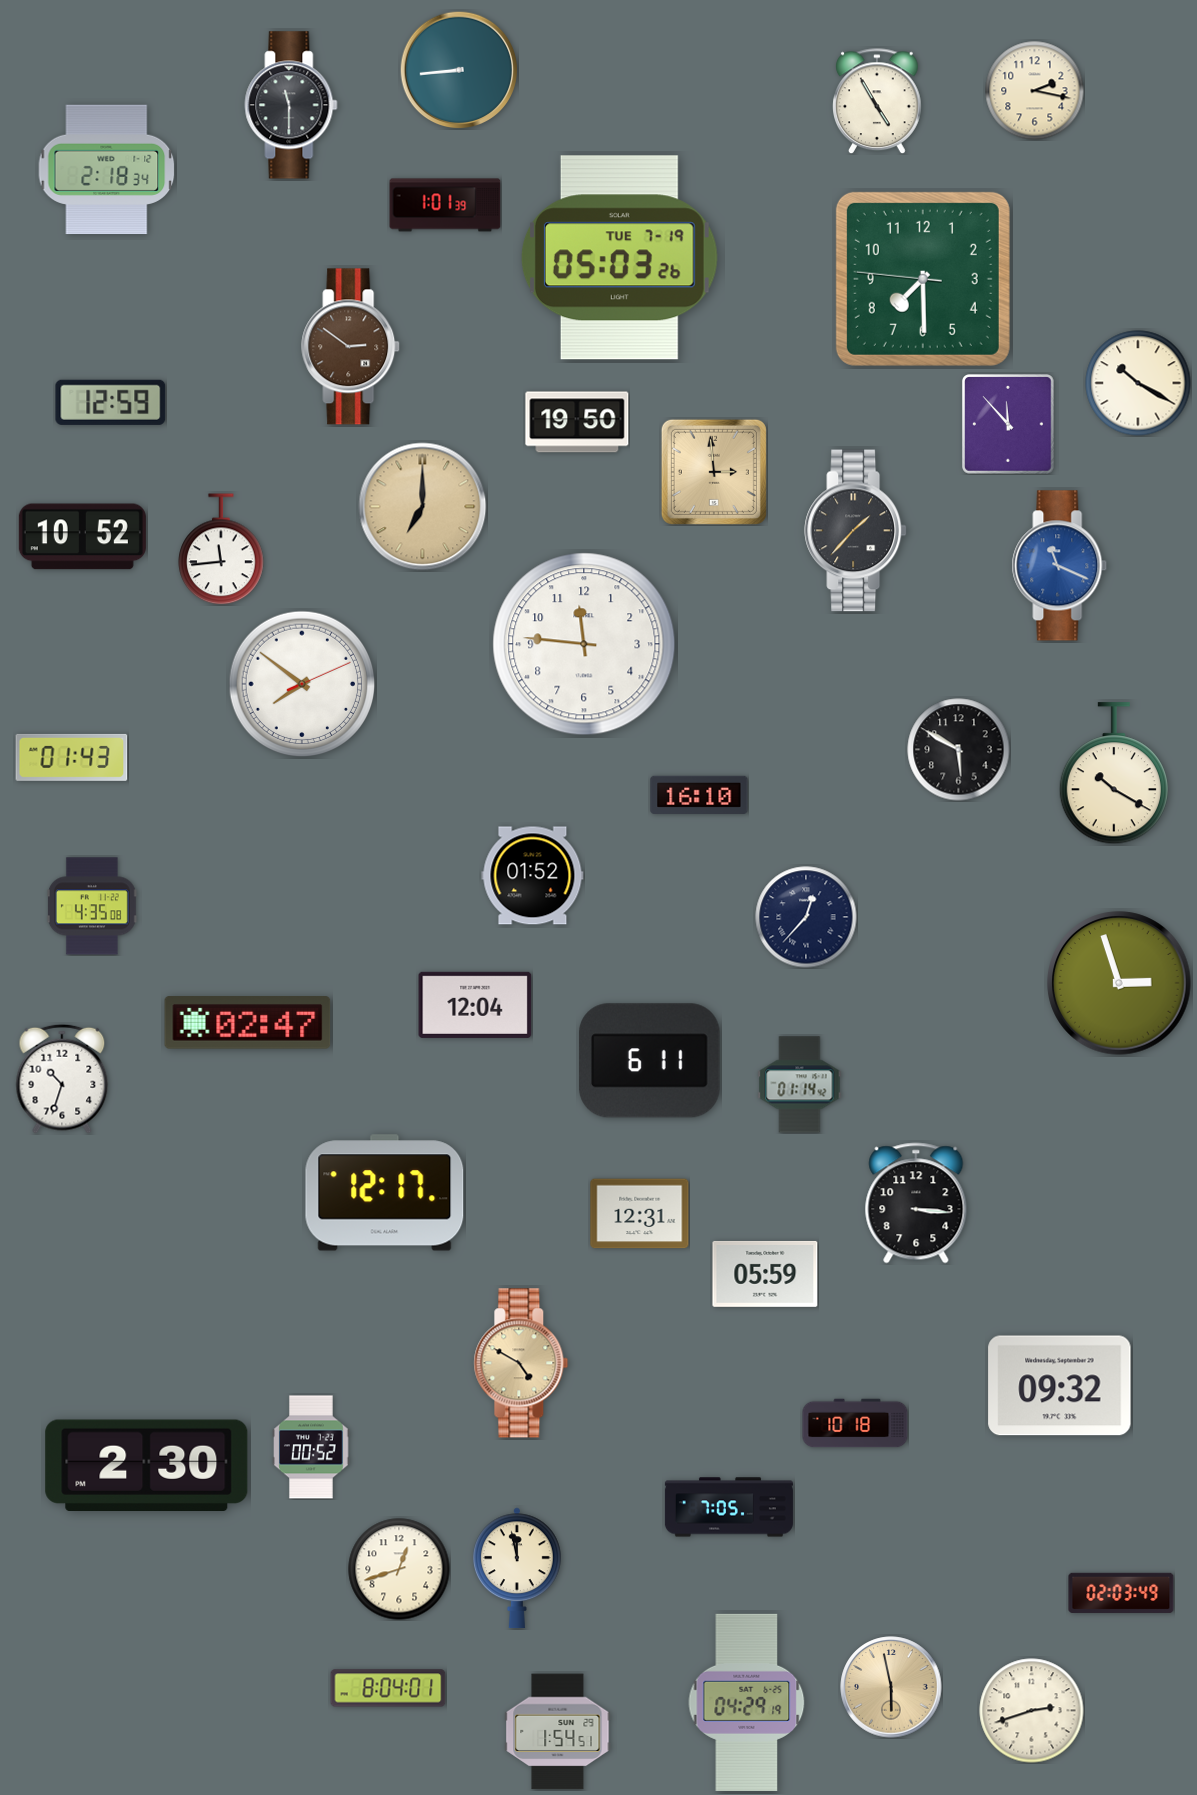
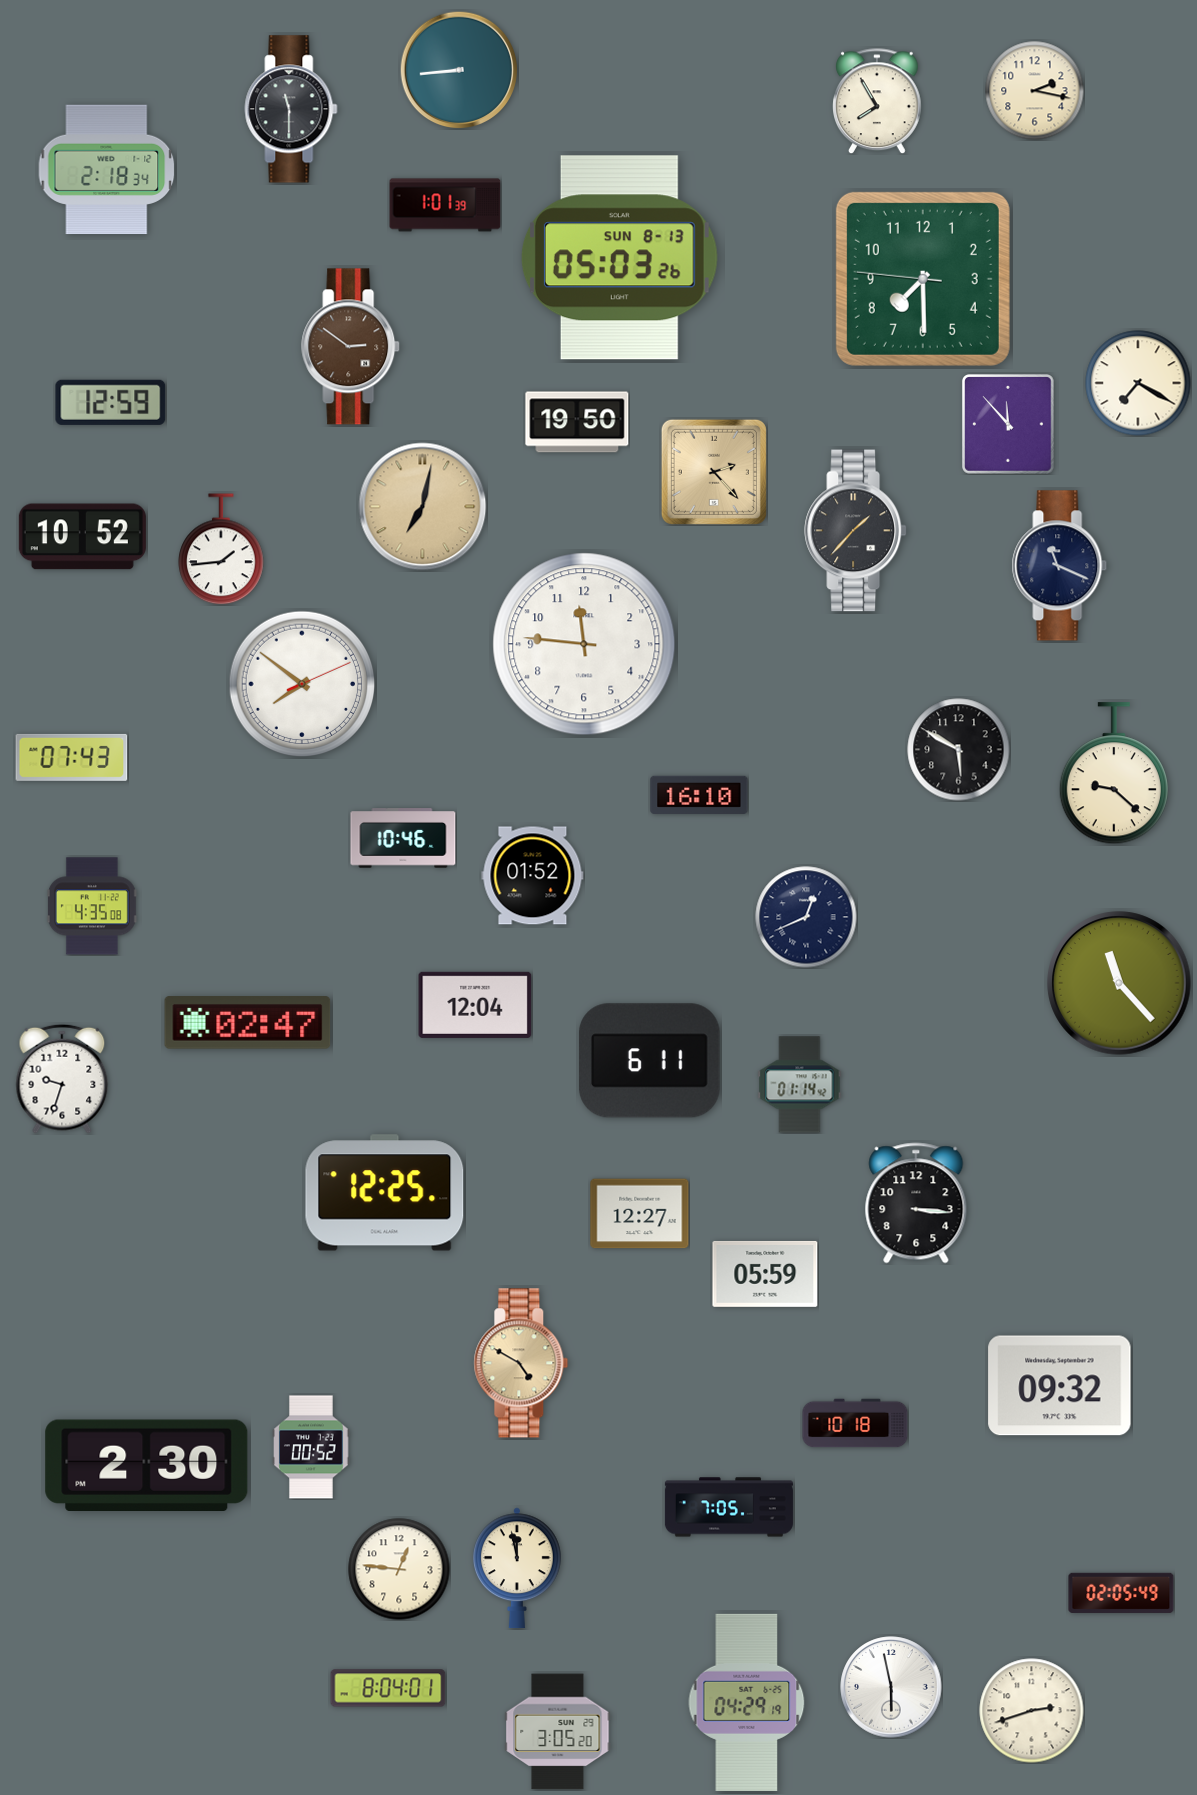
clock at (878, 101): 4:55 -> 7:55
clock at (291, 105) position: (291, 105) -> (291, 109)
clock at (619, 258) date: TUE 7-19 -> SUN 8-13
clock at (1138, 383): 10:20 -> 7:20
clock at (714, 472): 2:59 -> 2:23
clock at (423, 507): 7:00 -> 7:02
clock at (221, 549): 11:44 -> 1:44
clock at (1060, 566) dial: blue -> navy
clock at (72, 757): 01:43 -> 07:43
clock at (1114, 774): 10:20 -> 9:22
clock at (403, 838): none -> 10:46
clock at (806, 917): 12:37 -> 12:41
clock at (1119, 983): 2:57 -> 11:23
clock at (62, 1079): 10:33 -> 9:33
clock at (385, 1193): 12:17 -> 12:25
clock at (640, 1214): 12:31 -> 12:27
clock at (399, 1569): 12:42 -> 12:46
clock at (1121, 1593): 02:03 -> 02:05
clock at (891, 1687) dial: champagne -> white
clock at (558, 1732): 1:54 -> 3:05
